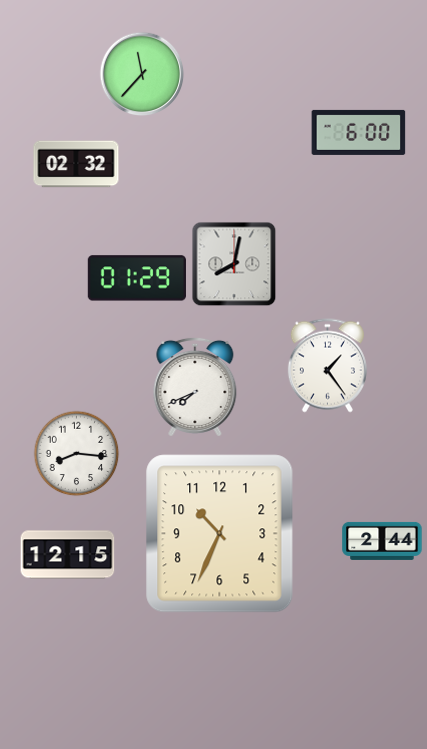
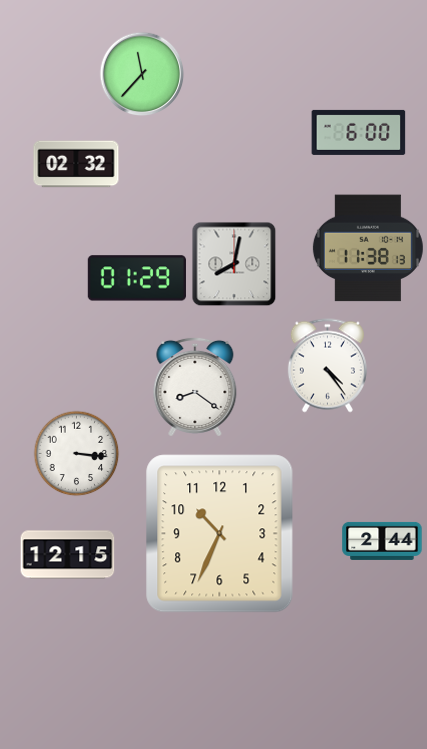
clock at (368, 248): none -> 11:38
clock at (327, 366): 1:24 -> 4:24
clock at (195, 387): 7:41 -> 8:21
clock at (77, 454): 8:16 -> 3:16
